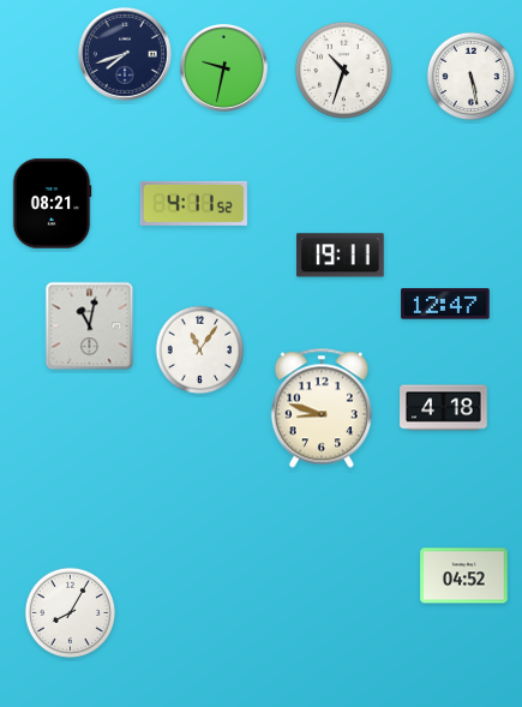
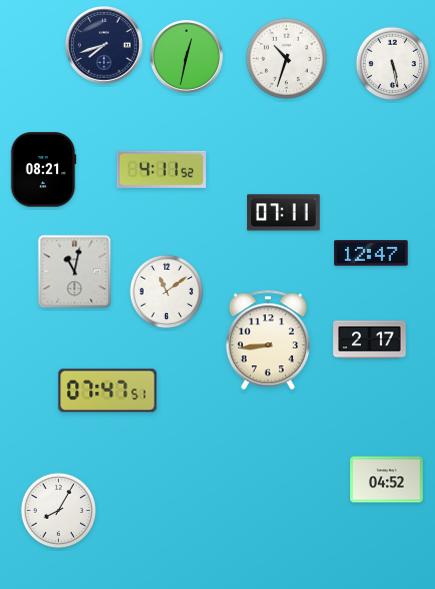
clock at (223, 67): 9:32 -> 12:32
clock at (341, 256): 19:11 -> 07:11
clock at (200, 350): 11:06 -> 11:09
clock at (322, 408): 8:48 -> 8:44
clock at (444, 408): 4:18 -> 2:17
clock at (108, 391): none -> 07:47
